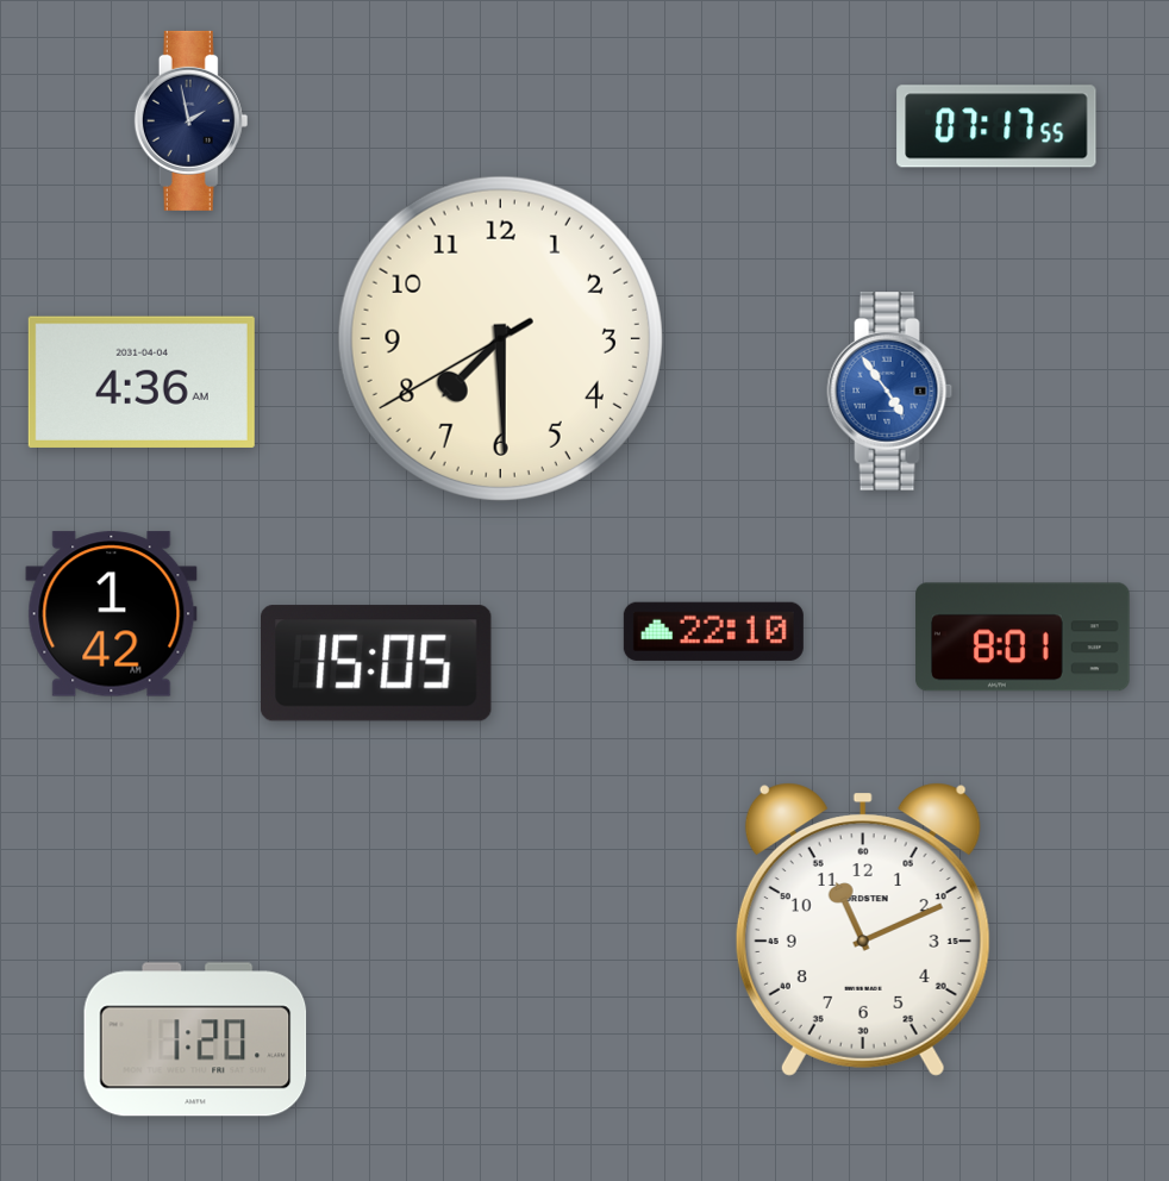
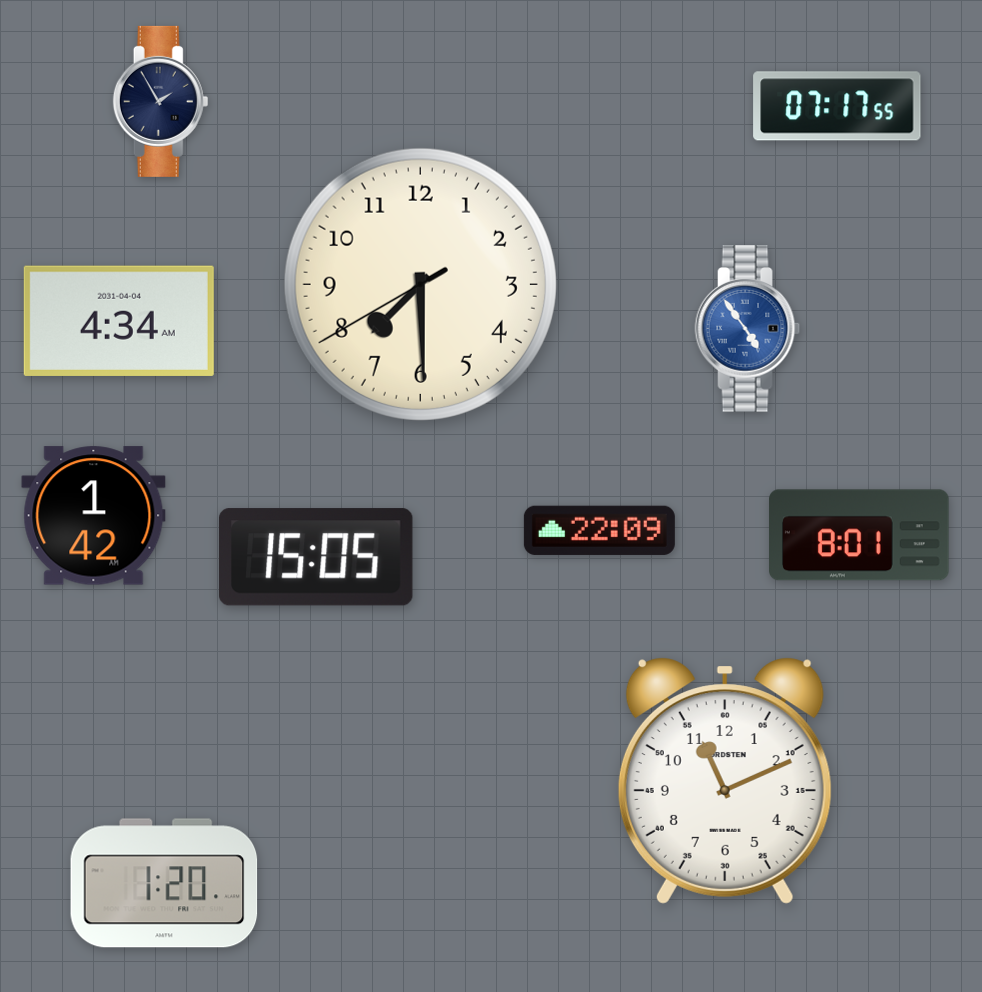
clock at (192, 120): 1:58 -> 1:55
clock at (142, 382): 4:36 -> 4:34
clock at (713, 631): 22:10 -> 22:09
clock at (195, 1039) position: (195, 1039) -> (164, 883)
